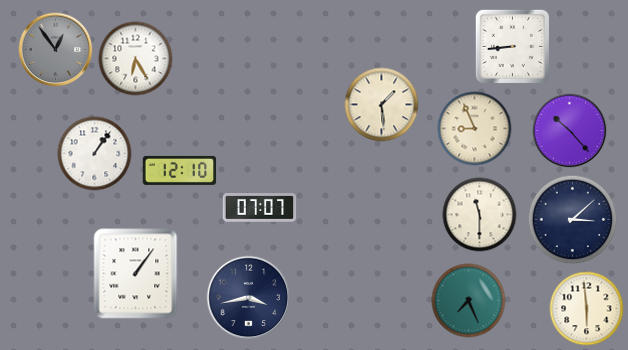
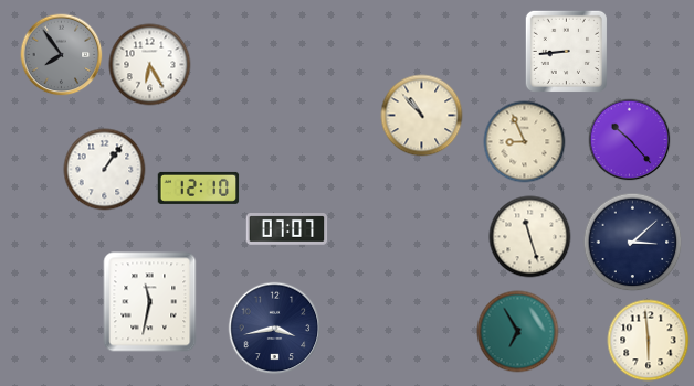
clock at (56, 50): 12:54 -> 7:54
clock at (382, 105): 1:29 -> 10:53
clock at (570, 131) position: (570, 131) -> (630, 140)
clock at (480, 215): 11:30 -> 11:27
clock at (136, 274): 1:06 -> 11:32
clock at (469, 301): 7:26 -> 6:55
